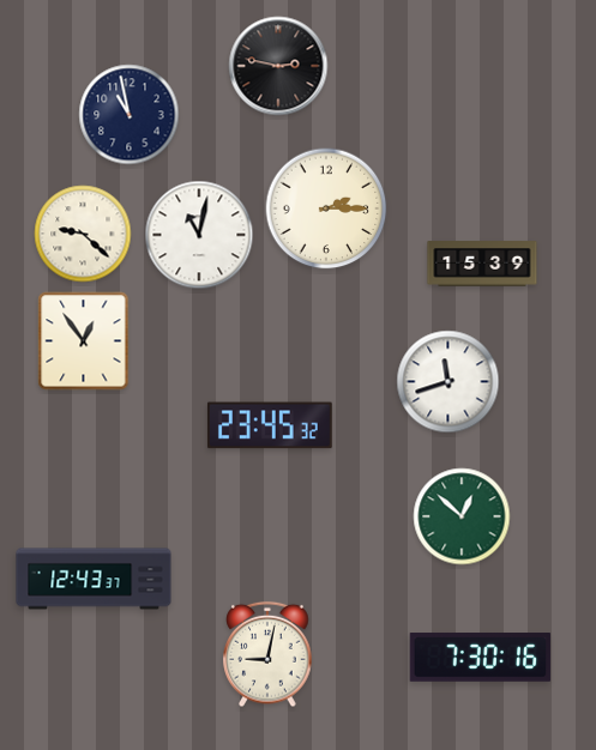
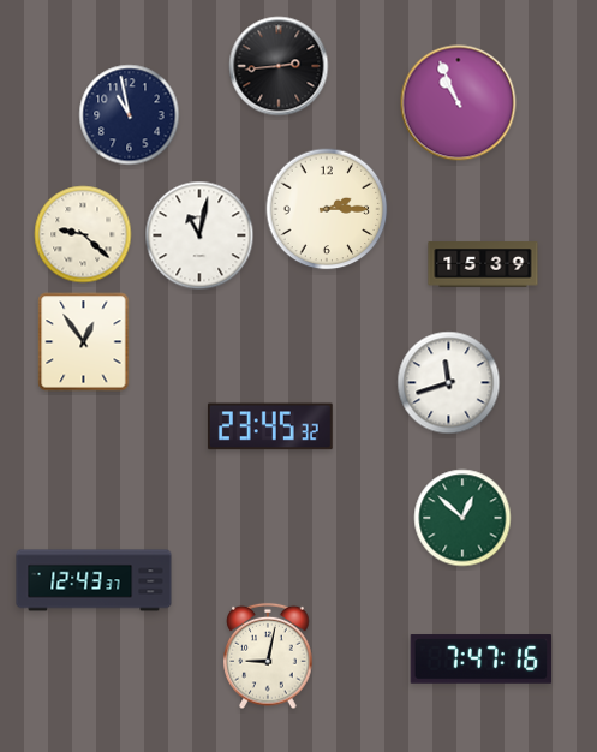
clock at (278, 66): 2:47 -> 2:44
clock at (459, 103): none -> 10:56
clock at (481, 658): 7:30 -> 7:47
